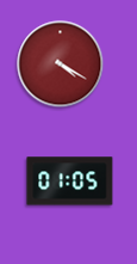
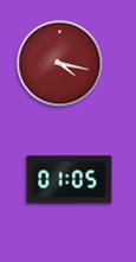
clock at (61, 65): 4:20 -> 4:17
